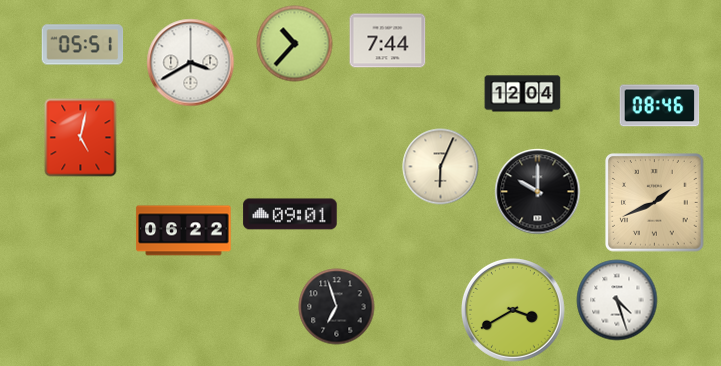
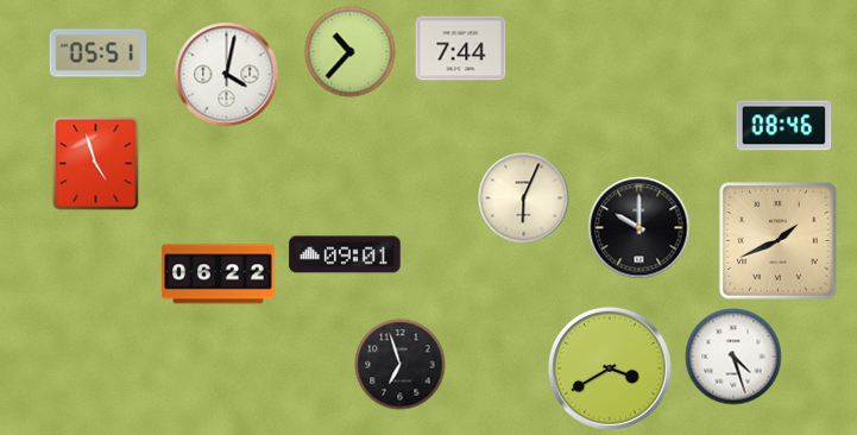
clock at (191, 63): 3:40 -> 4:02
clock at (523, 94): 12:04 -> none
clock at (81, 138): 5:02 -> 4:57
